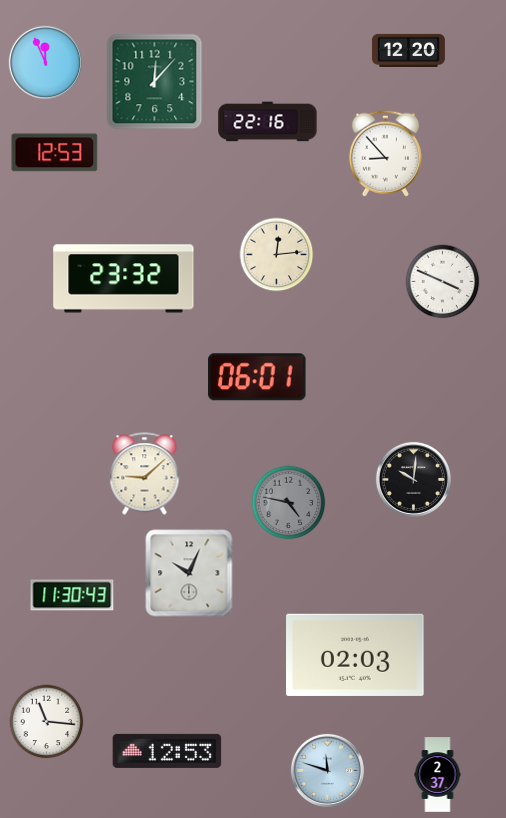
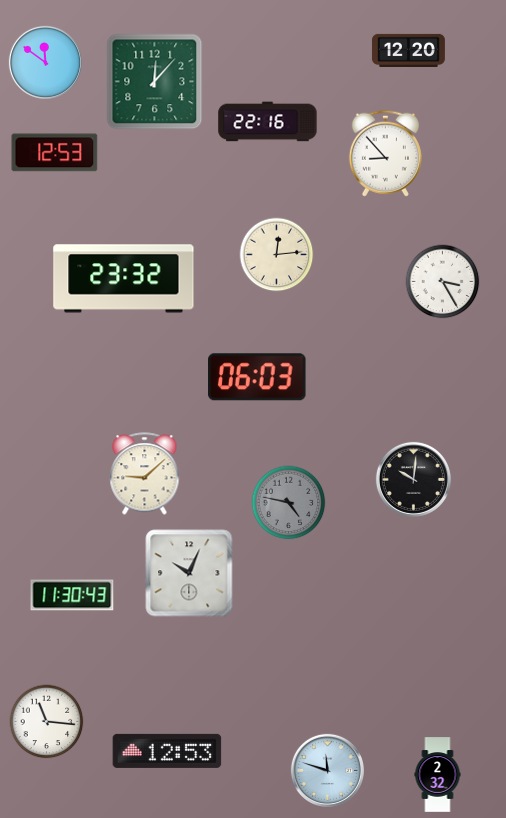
clock at (45, 62): 11:56 -> 11:51
clock at (443, 282): 3:49 -> 3:25
clock at (257, 377): 06:01 -> 06:03
clock at (355, 655): 02:03 -> none
clock at (438, 775): 2:37 -> 2:32
